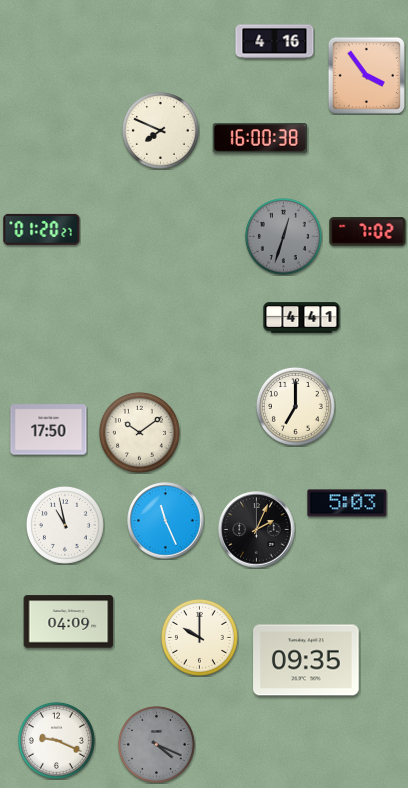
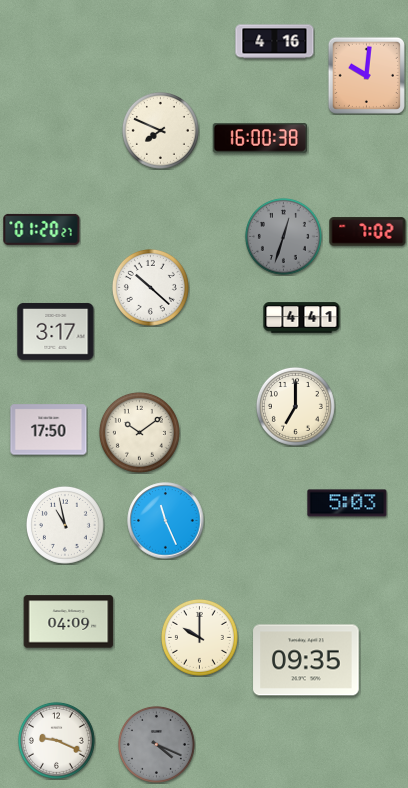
clock at (366, 75): 3:54 -> 10:01
clock at (150, 287): none -> 10:22
clock at (56, 331): none -> 3:17
clock at (257, 530): 2:04 -> none
